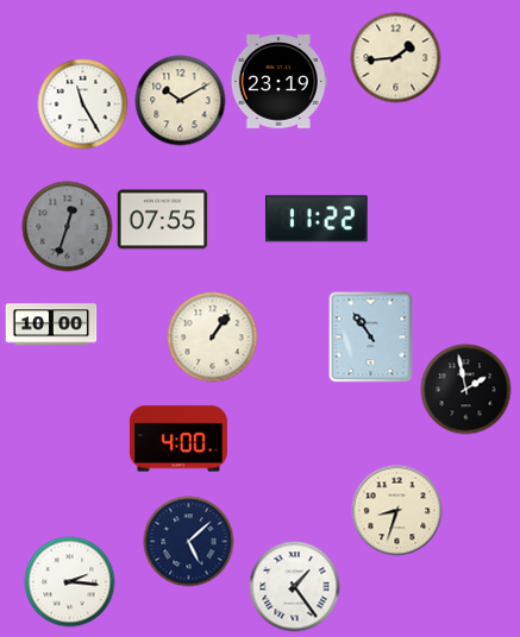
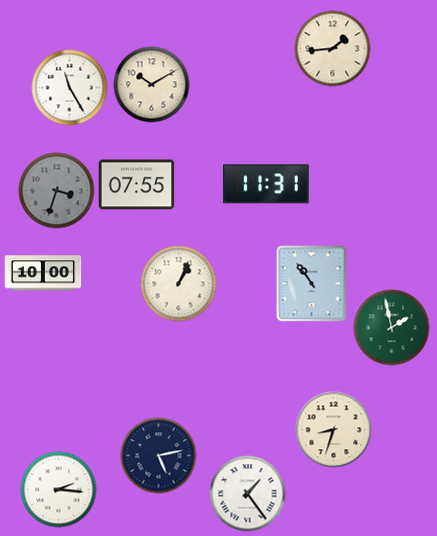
clock at (278, 82): 23:19 -> none
clock at (317, 219): 11:22 -> 11:31
clock at (68, 227): 12:33 -> 3:33
clock at (213, 338): 1:06 -> 1:04
clock at (466, 390) dial: black -> green
clock at (178, 439): 4:00 -> none
clock at (189, 542): 5:08 -> 5:13
